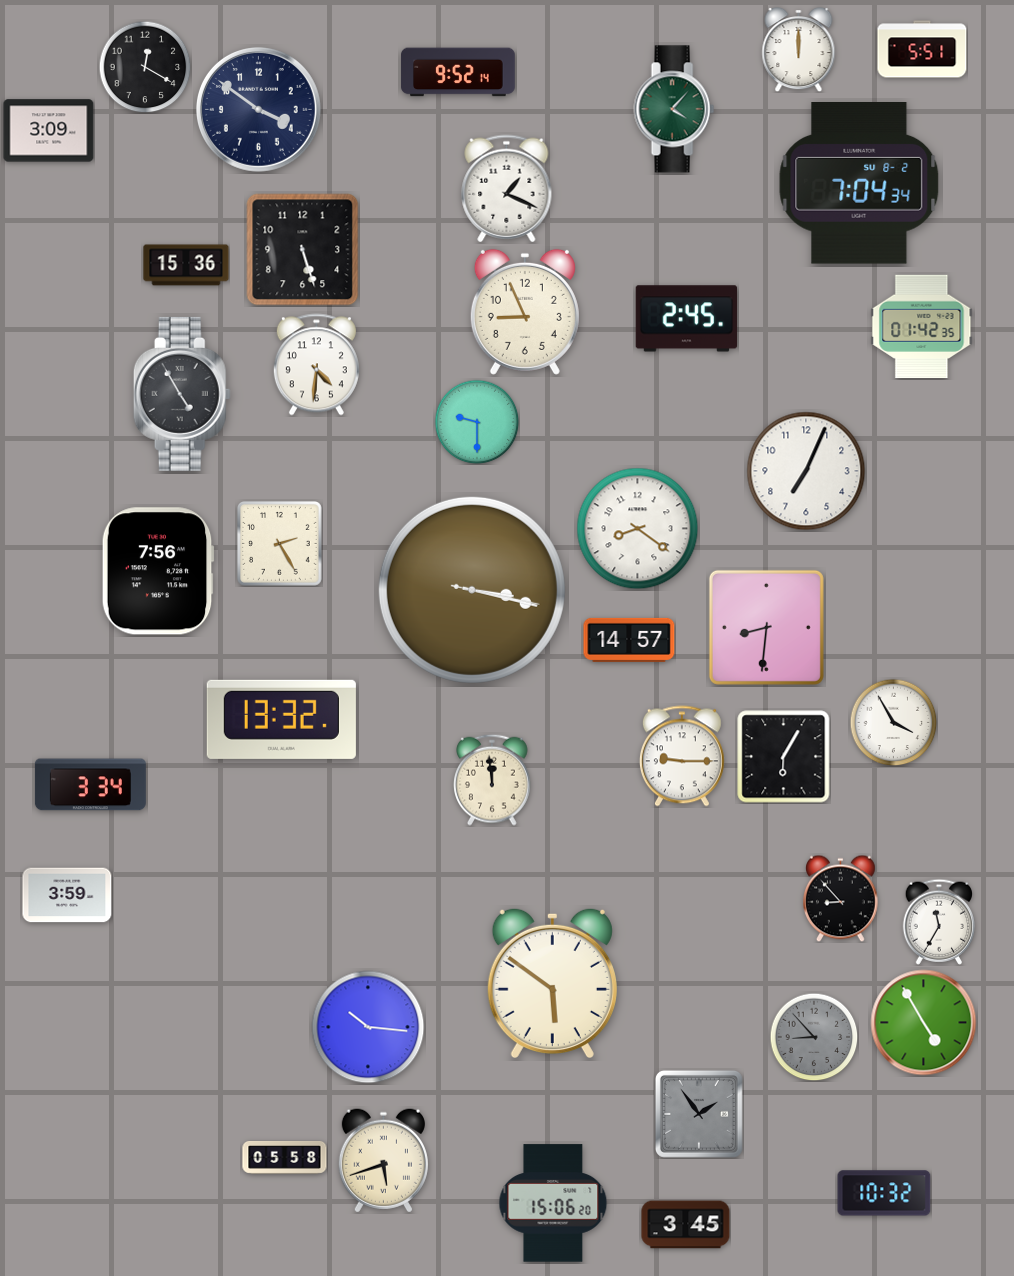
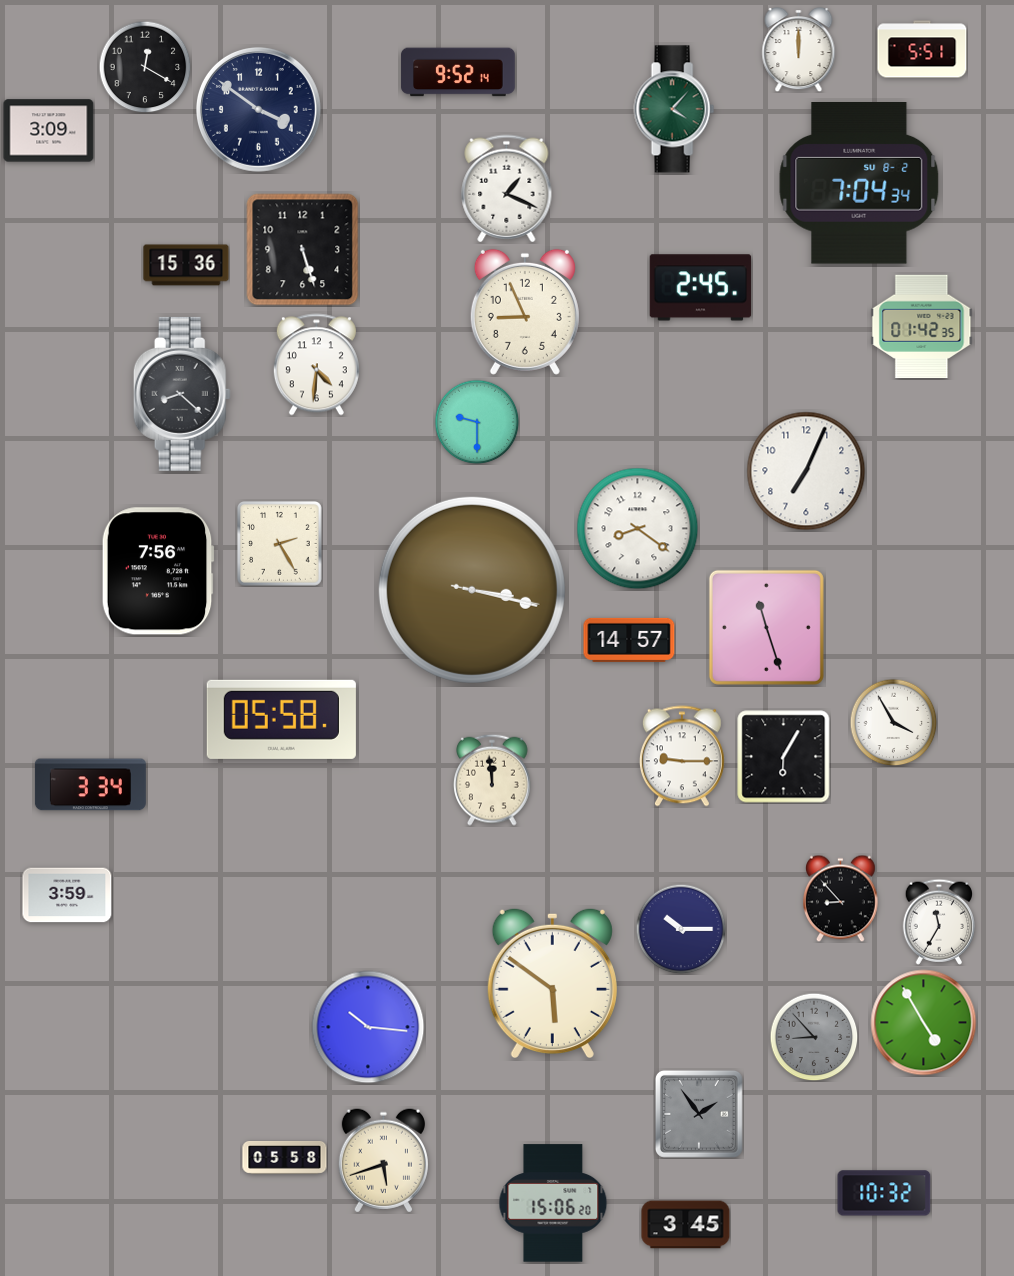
clock at (687, 319) position: (687, 319) -> (701, 288)
clock at (182, 394): 4:55 -> 8:22
clock at (766, 627): 8:31 -> 11:27
clock at (281, 719): 13:32 -> 05:58
clock at (681, 929): none -> 10:15
